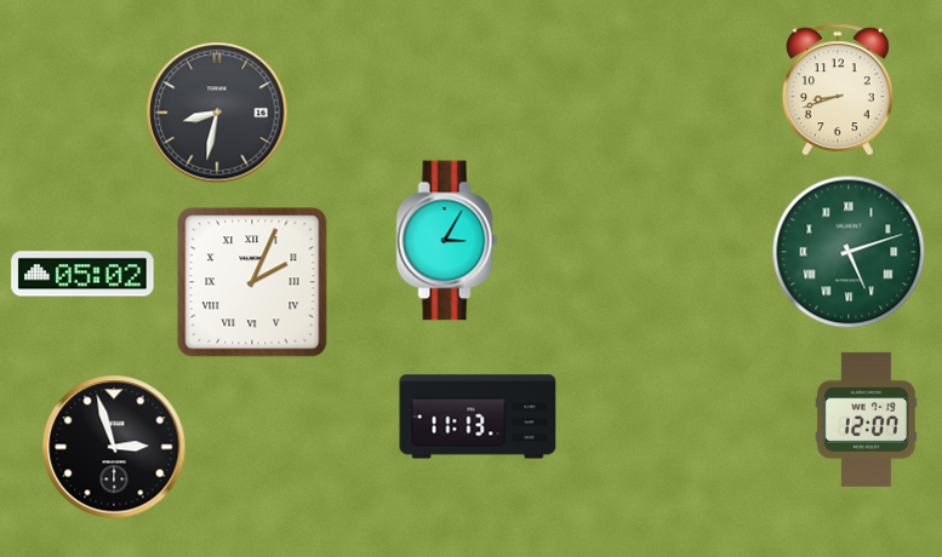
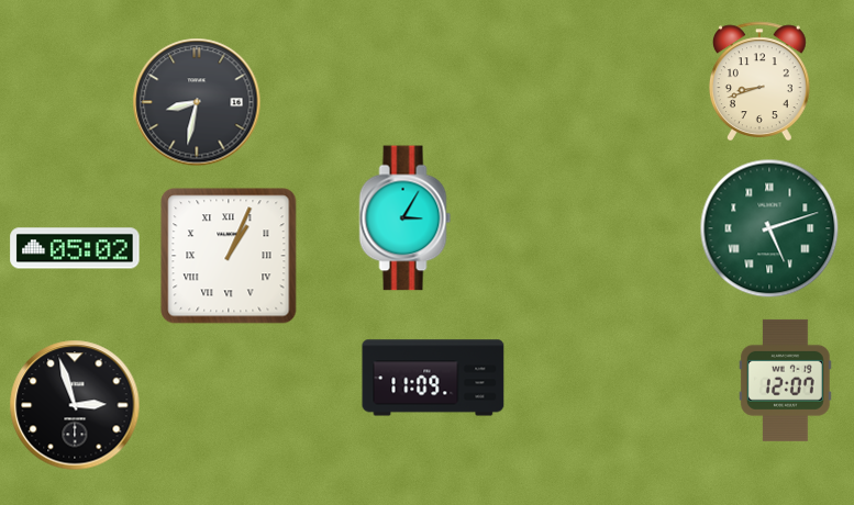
clock at (252, 282): 2:04 -> 1:04
clock at (478, 417): 11:13 -> 11:09
clock at (114, 447) position: (114, 447) -> (75, 405)
